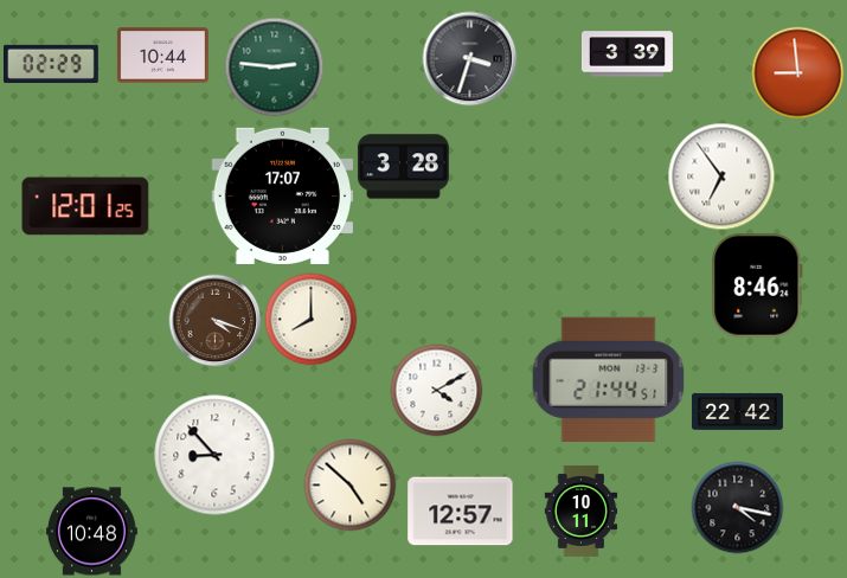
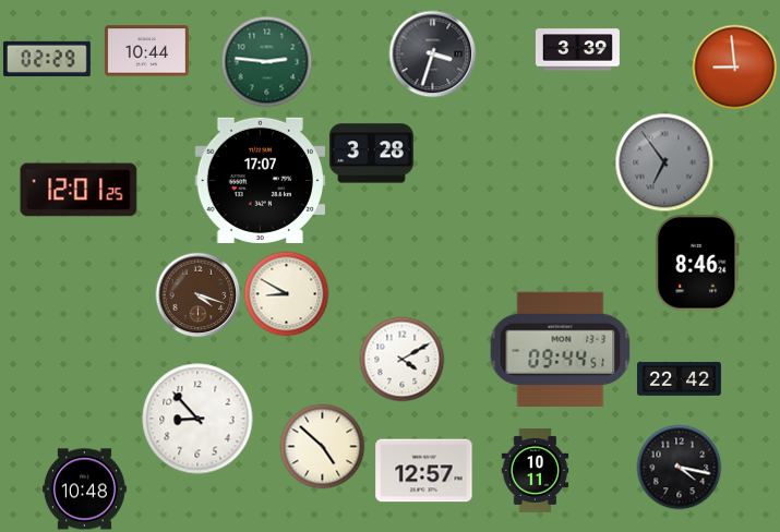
clock at (162, 56) position: (162, 56) -> (146, 51)
clock at (274, 66) position: (274, 66) -> (266, 61)
clock at (721, 176) dial: white -> grey
clock at (310, 319): 8:00 -> 8:50
clock at (609, 379): 21:44 -> 09:44
